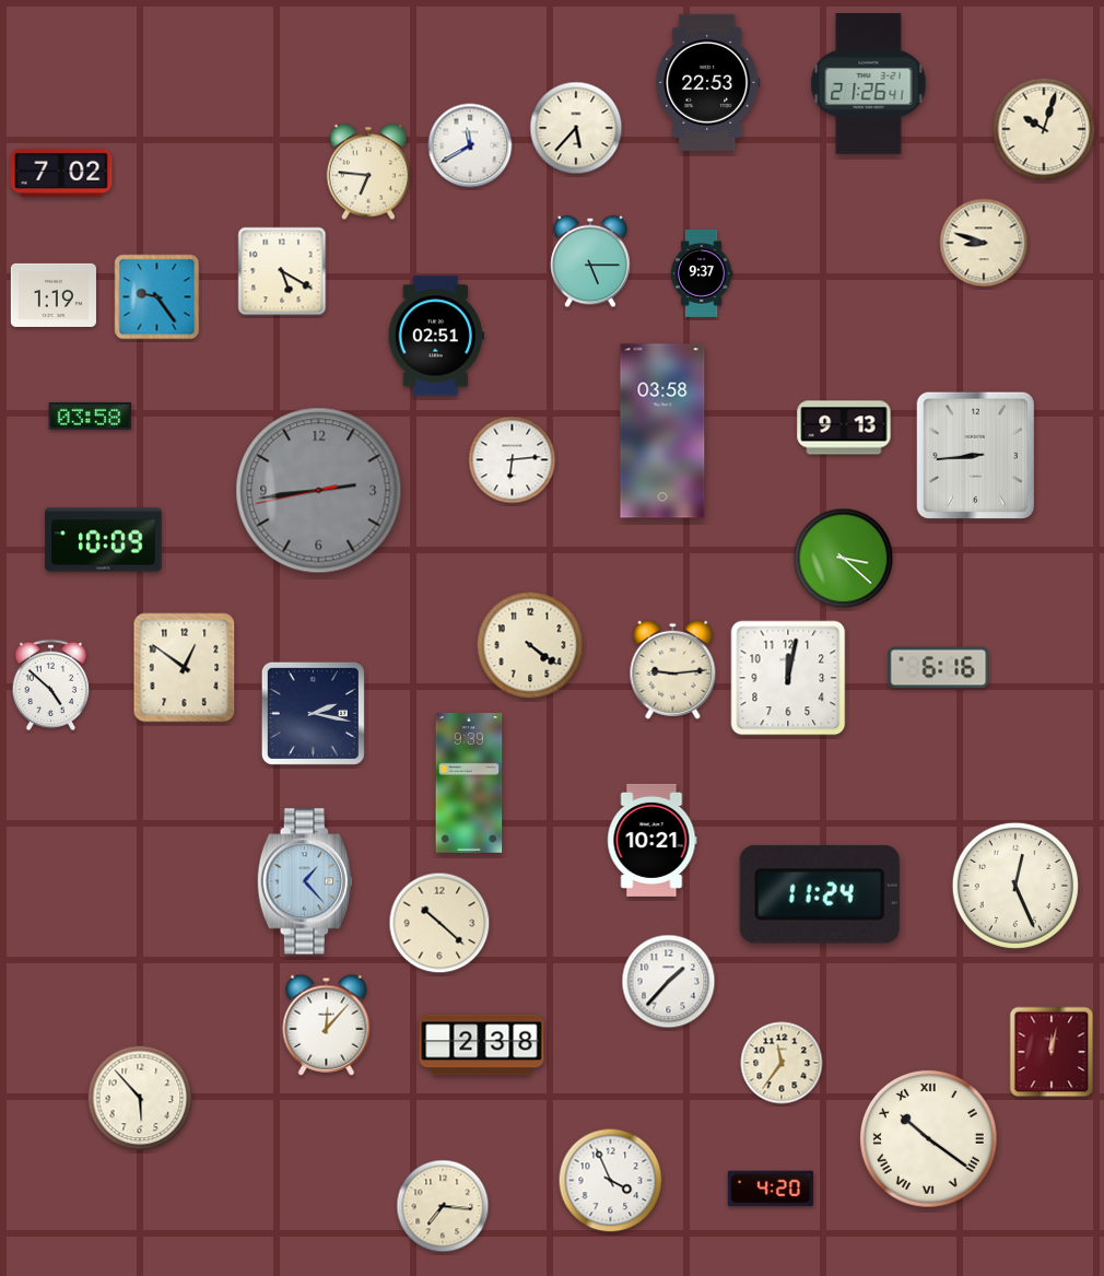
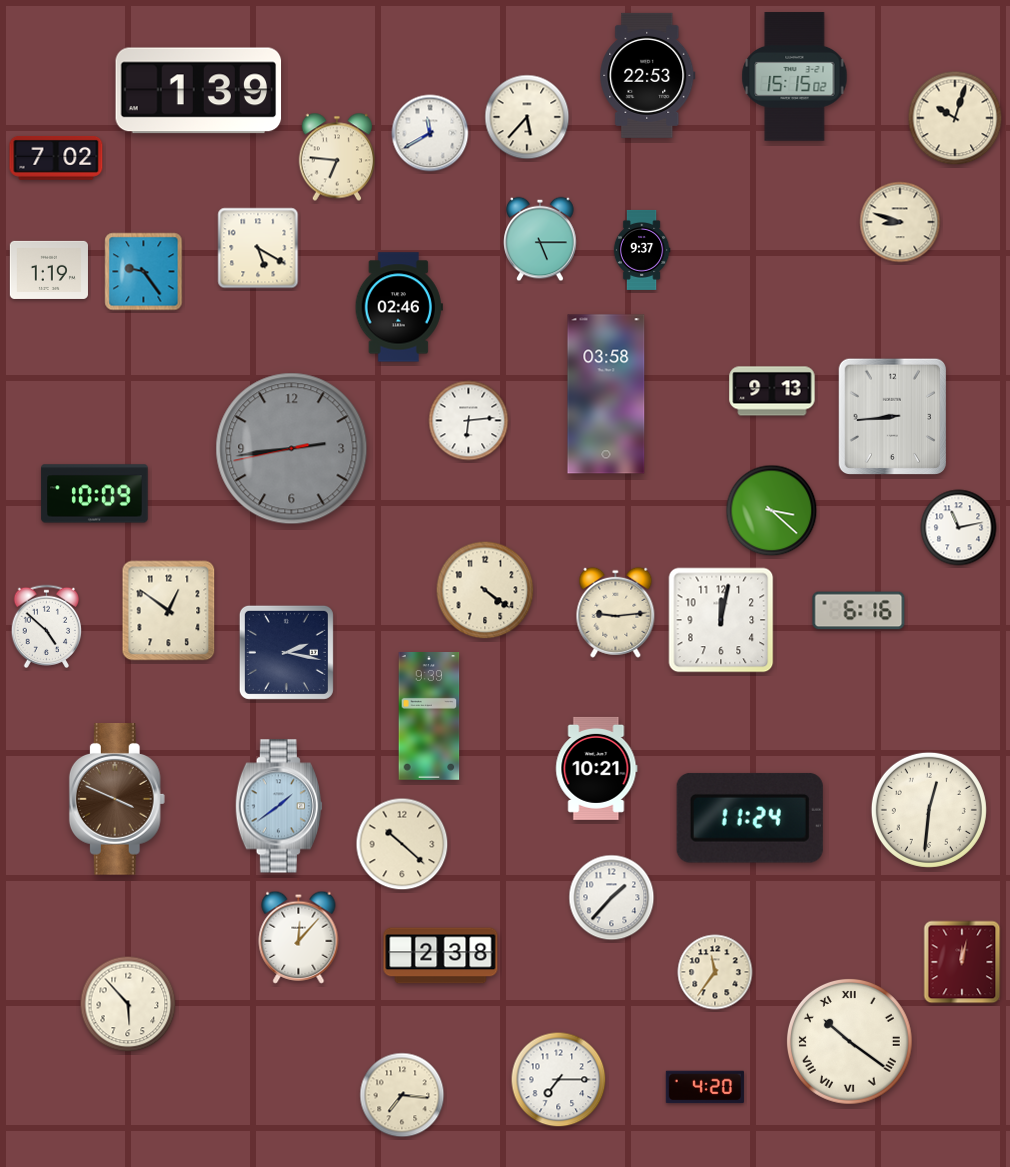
clock at (869, 84): 21:26 -> 15:15
clock at (199, 91): none -> 1:39
clock at (436, 336): 02:51 -> 02:46
clock at (91, 415): 03:58 -> none
clock at (959, 528): none -> 11:13
clock at (117, 800): none -> 3:49
clock at (305, 881): 1:23 -> 1:39
clock at (1015, 886): 12:26 -> 12:31
clock at (611, 1181): 3:56 -> 7:15
clock at (443, 1206) position: (443, 1206) -> (402, 1095)
